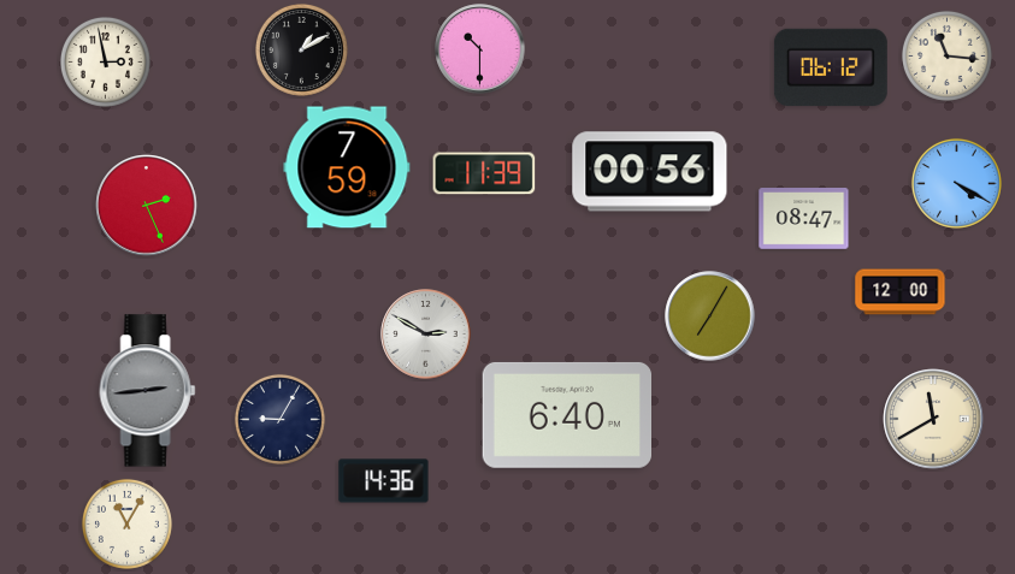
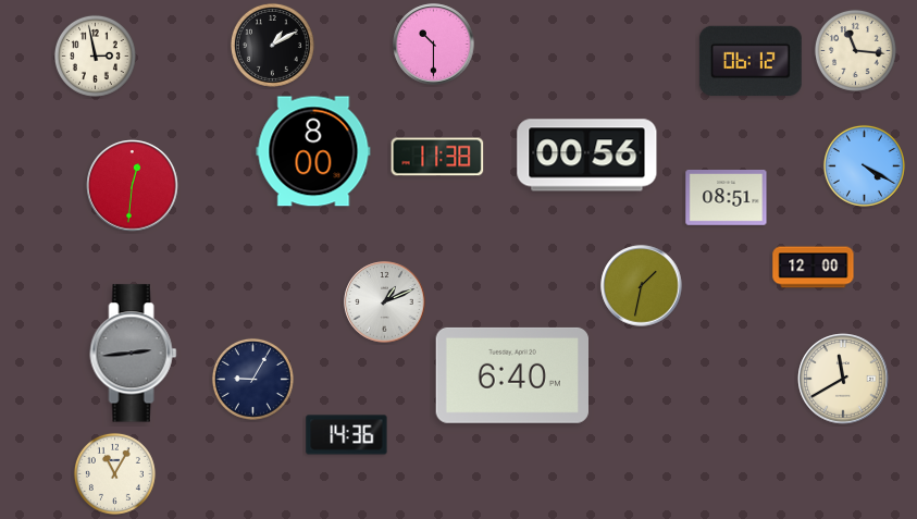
clock at (347, 167): 7:59 -> 8:00
clock at (484, 173): 11:39 -> 11:38
clock at (147, 206): 2:26 -> 12:31
clock at (804, 219): 08:47 -> 08:51
clock at (901, 292) position: (901, 292) -> (814, 268)
clock at (710, 316): 7:05 -> 1:32
clock at (426, 335): 2:50 -> 1:11
